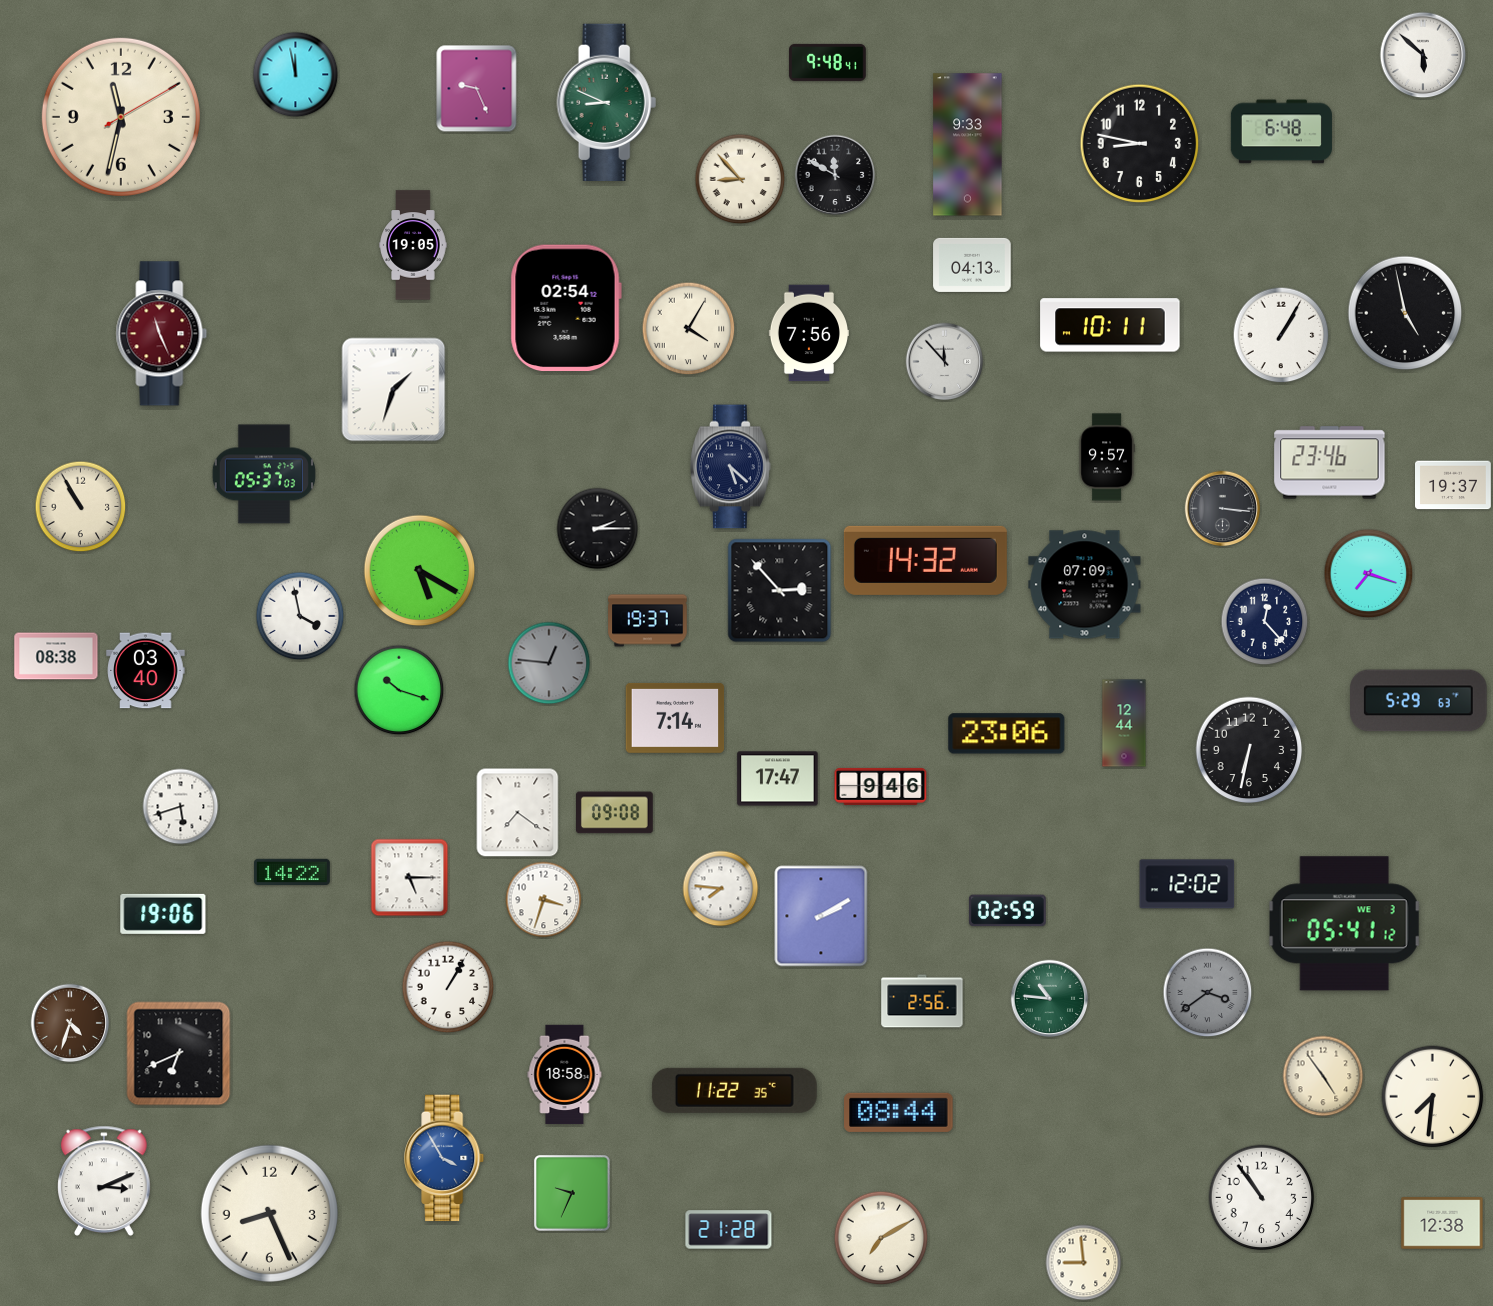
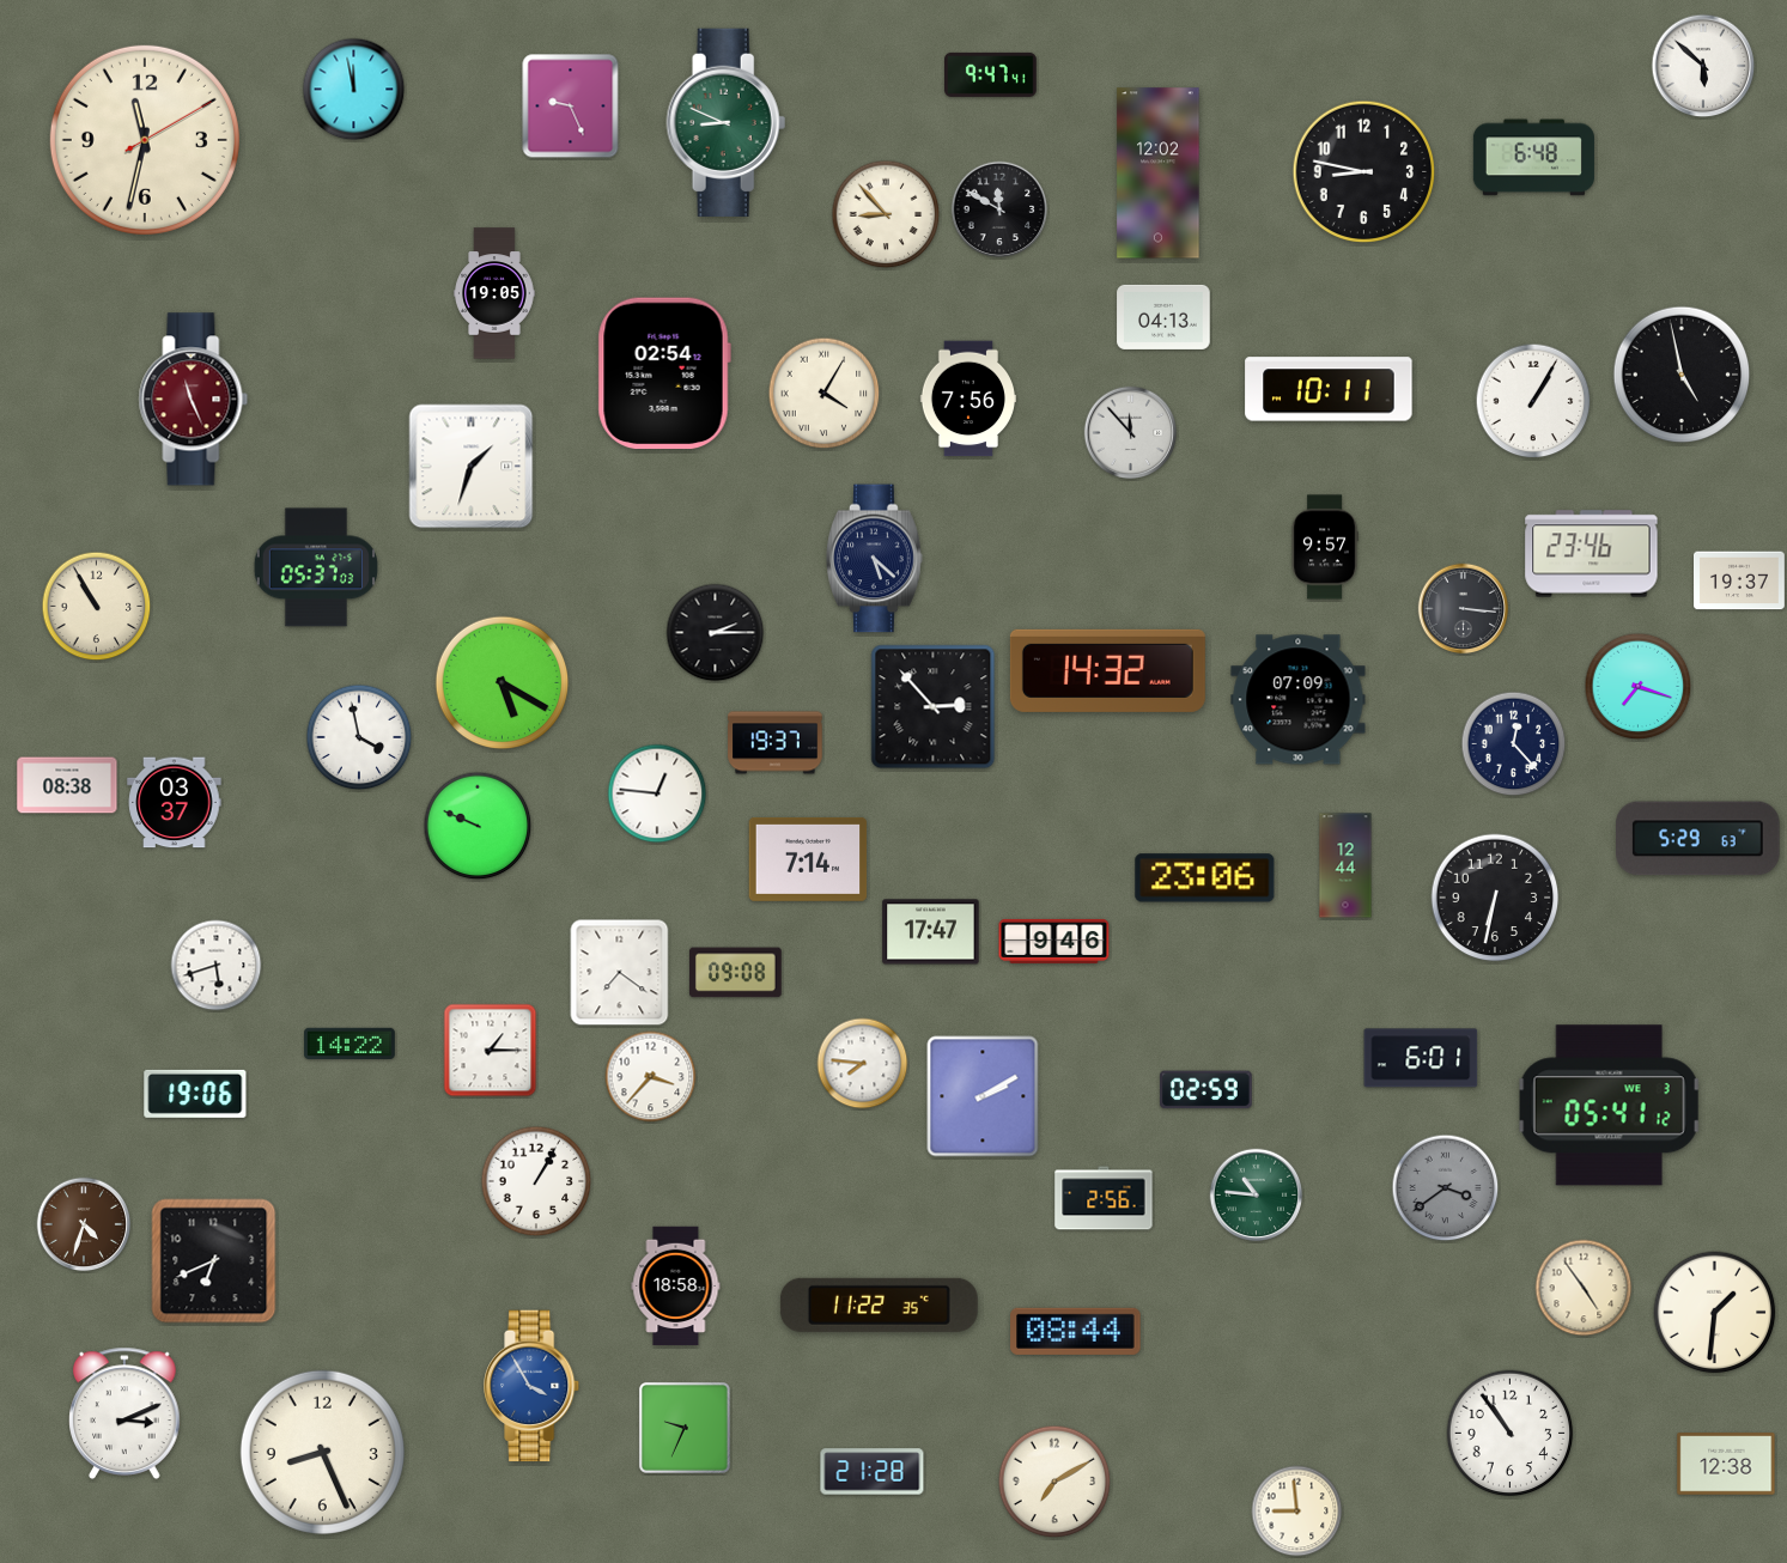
clock at (828, 62): 9:48 -> 9:47
clock at (968, 145): 9:33 -> 12:02
clock at (566, 308) position: (566, 308) -> (664, 373)
clock at (549, 663) dial: grey -> white
clock at (146, 671): 03:40 -> 03:37
clock at (399, 690): 10:18 -> 9:49
clock at (410, 878): 5:15 -> 1:15
clock at (1187, 884): 12:02 -> 6:01
clock at (544, 900): 3:33 -> 3:37
clock at (1433, 1097): 7:31 -> 1:31
